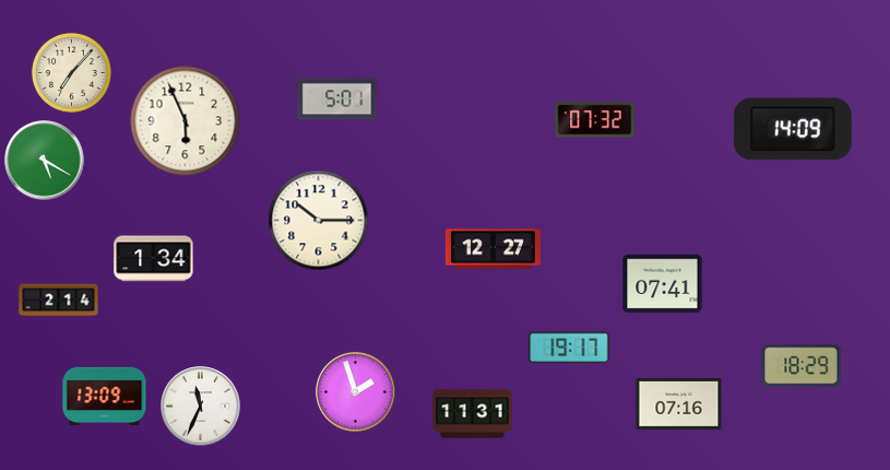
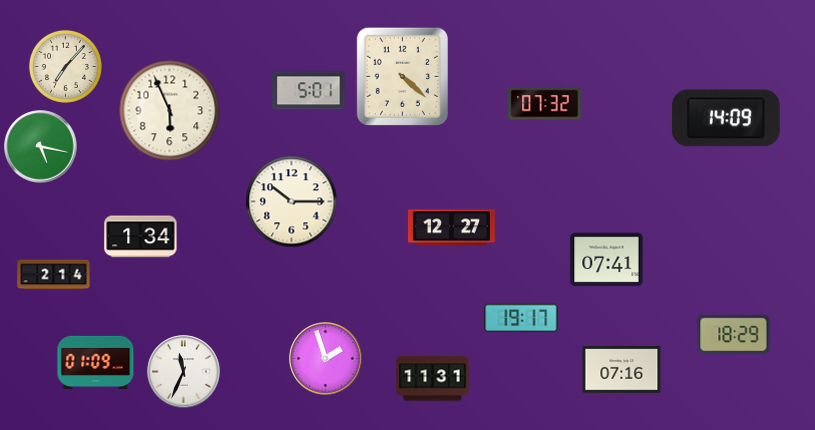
clock at (402, 76): none -> 4:22
clock at (595, 120) position: (595, 120) -> (545, 104)
clock at (45, 161): 5:20 -> 5:17
clock at (105, 396): 13:09 -> 01:09
